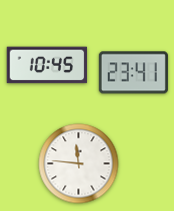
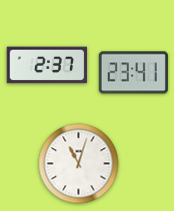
clock at (47, 65): 10:45 -> 2:37
clock at (79, 164): 11:46 -> 11:03
